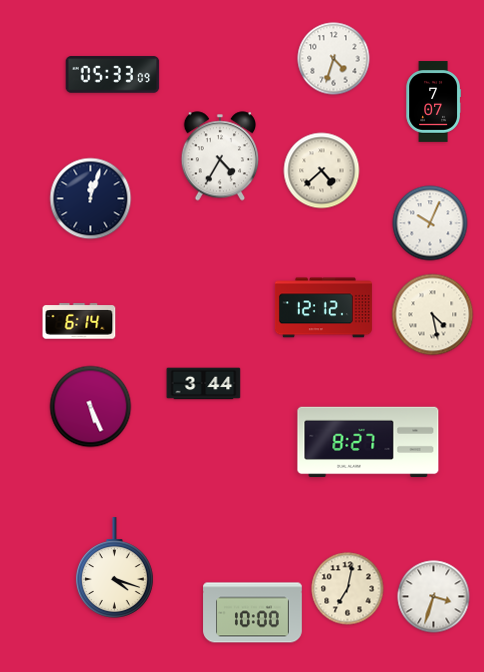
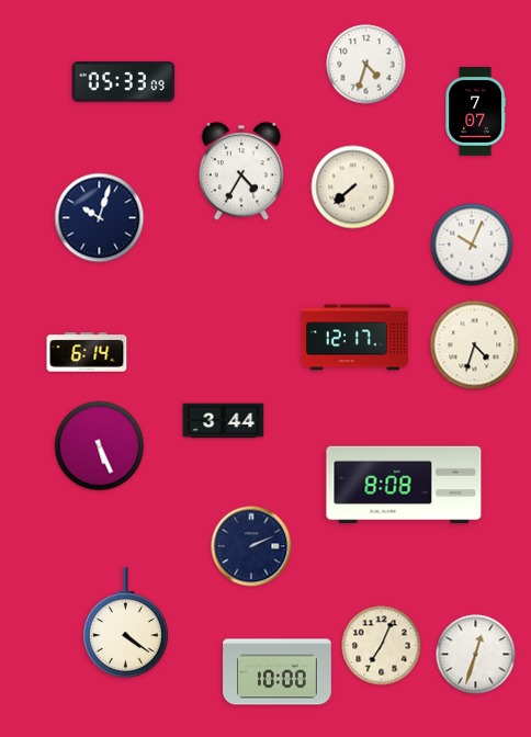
clock at (322, 171): 4:38 -> 7:38
clock at (91, 199): 12:03 -> 10:03
clock at (323, 308): 12:12 -> 12:17
clock at (433, 315): 4:28 -> 4:33
clock at (368, 442): 8:27 -> 8:08
clock at (251, 546): none -> 2:11
clock at (114, 568): 4:18 -> 4:21
clock at (348, 589): 7:02 -> 7:04
clock at (434, 597): 3:33 -> 12:33
